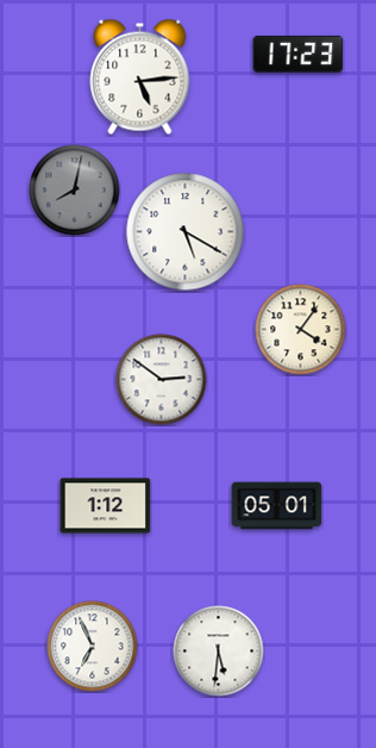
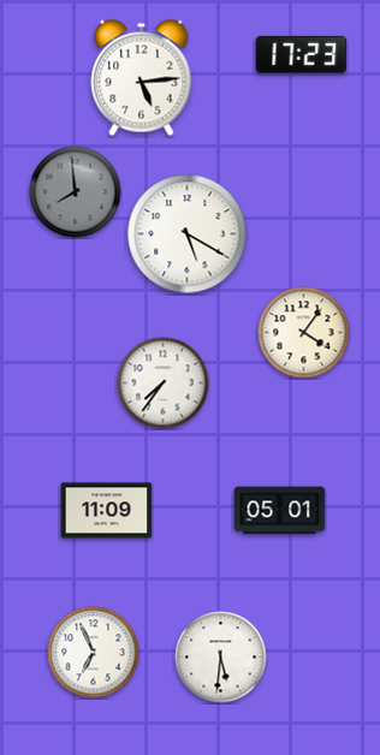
clock at (75, 191): 8:02 -> 7:59
clock at (162, 380): 2:51 -> 7:36
clock at (106, 506): 1:12 -> 11:09
